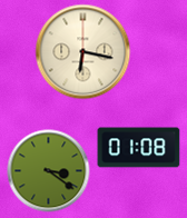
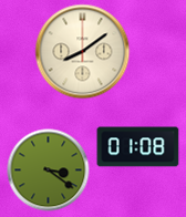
clock at (83, 52): 6:17 -> 8:09
